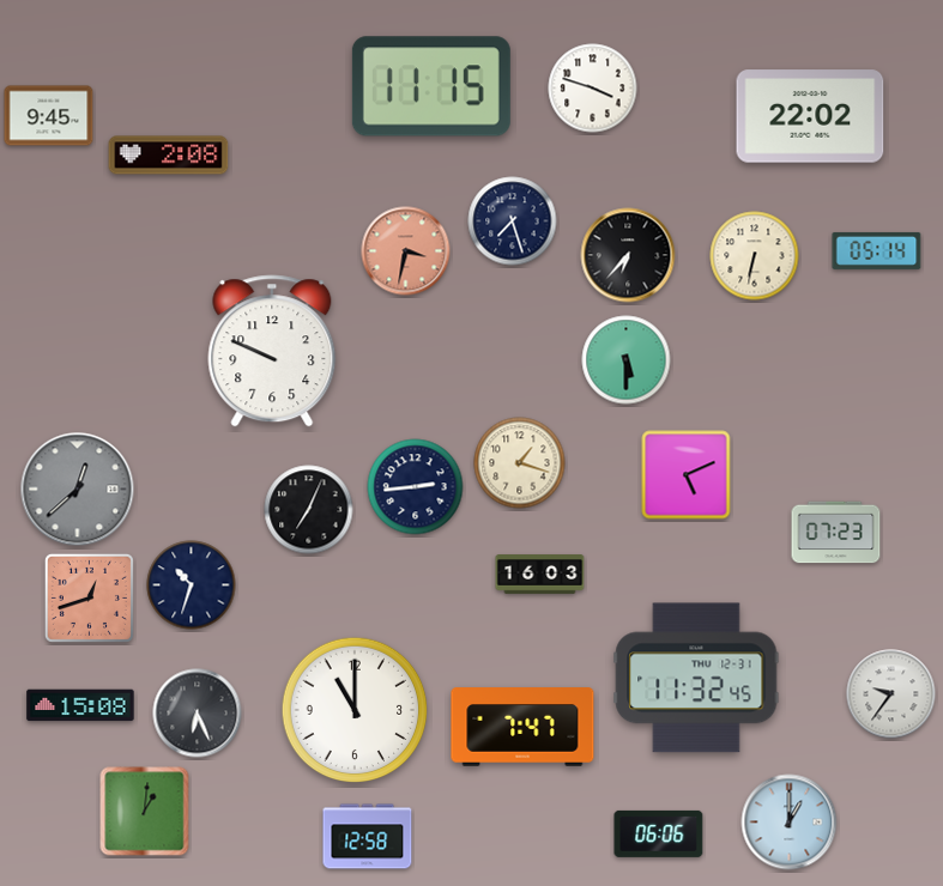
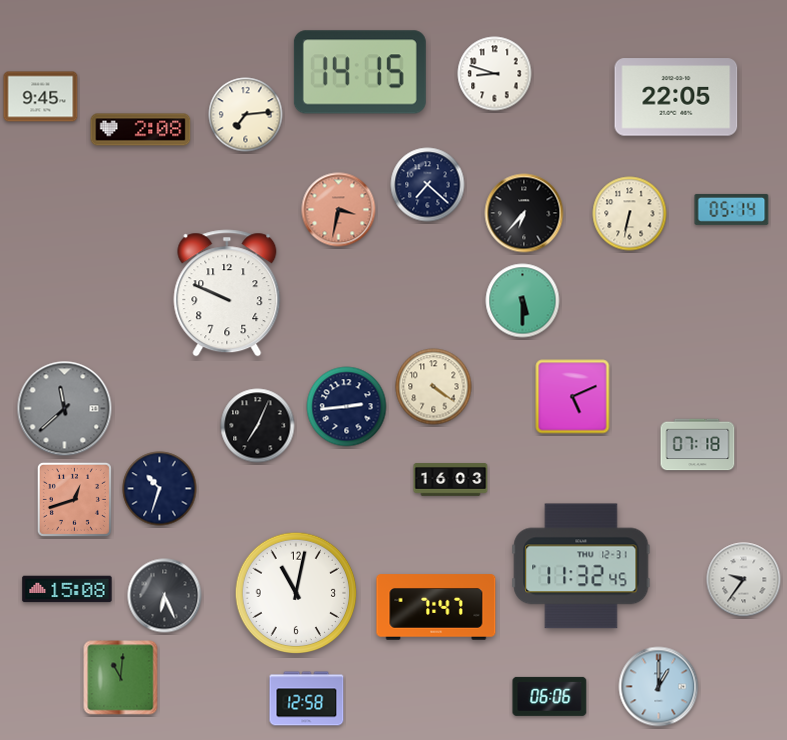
clock at (431, 86): 11:15 -> 14:15
clock at (593, 89): 3:48 -> 8:48
clock at (810, 116): 22:02 -> 22:05
clock at (246, 115): none -> 7:14
clock at (513, 221): 7:27 -> 7:22
clock at (520, 463): 1:18 -> 4:21
clock at (78, 490): 12:38 -> 11:38
clock at (836, 533): 07:23 -> 07:18
clock at (355, 710): 11:00 -> 11:02
clock at (145, 812): 1:01 -> 11:01
